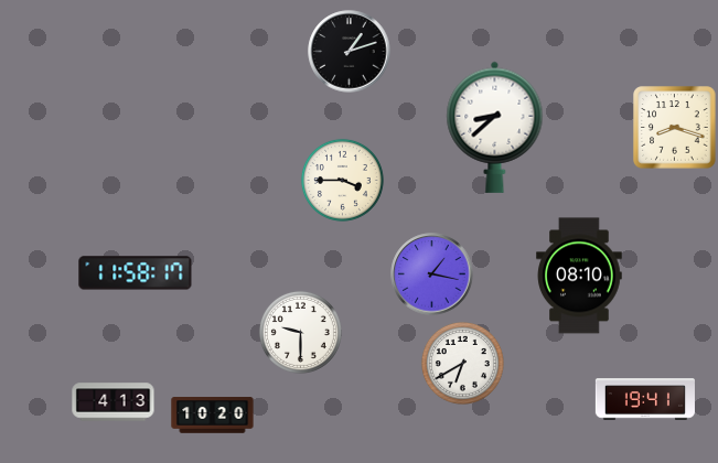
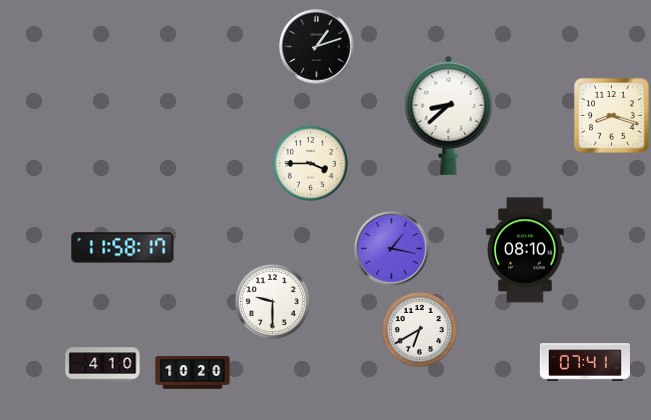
clock at (645, 399): 19:41 -> 07:41
clock at (114, 402): 4:13 -> 4:10
clock at (213, 416) position: (213, 416) -> (193, 373)
